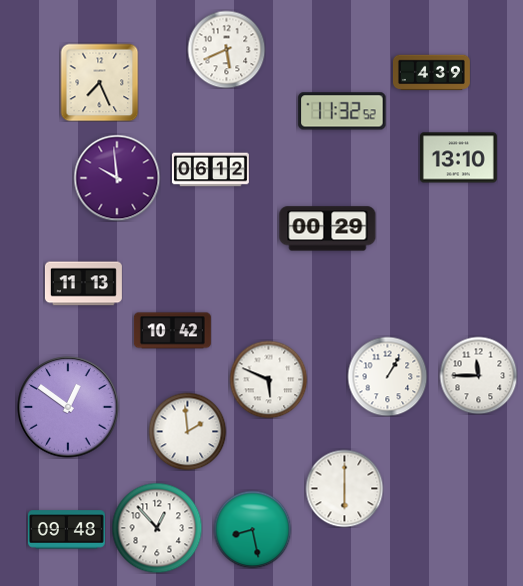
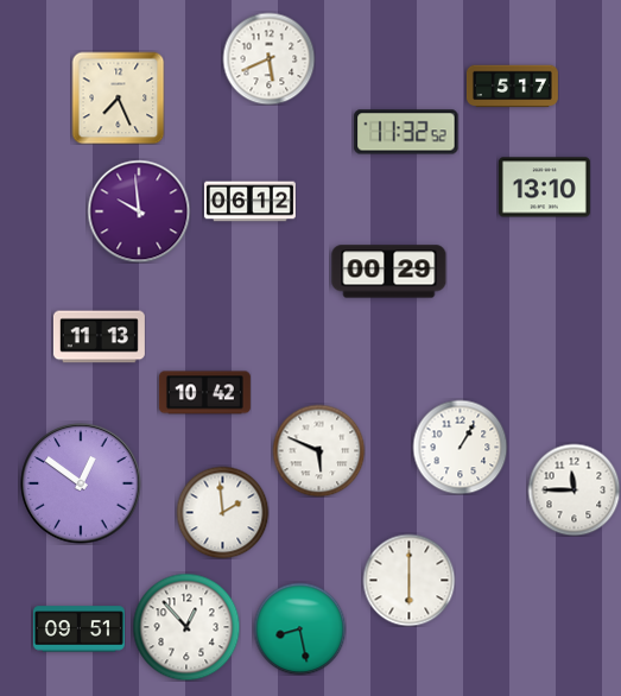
clock at (431, 73): 4:39 -> 5:17
clock at (478, 375) position: (478, 375) -> (574, 489)
clock at (66, 530): 09:48 -> 09:51
